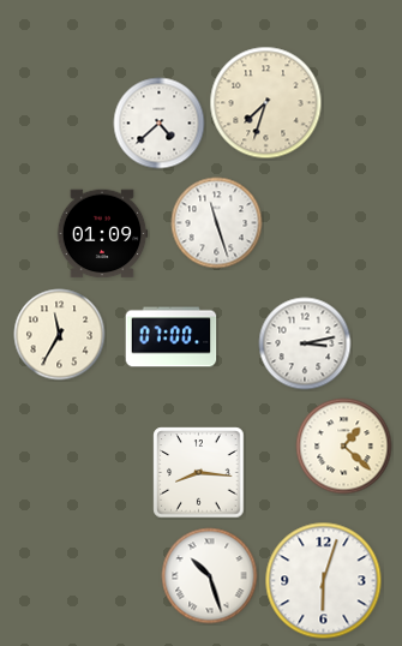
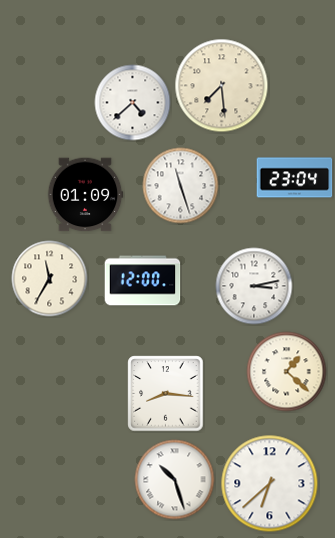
clock at (266, 103): 7:33 -> 7:29
clock at (295, 178): none -> 23:04
clock at (172, 337): 07:00 -> 12:00
clock at (324, 581): 6:03 -> 6:38
